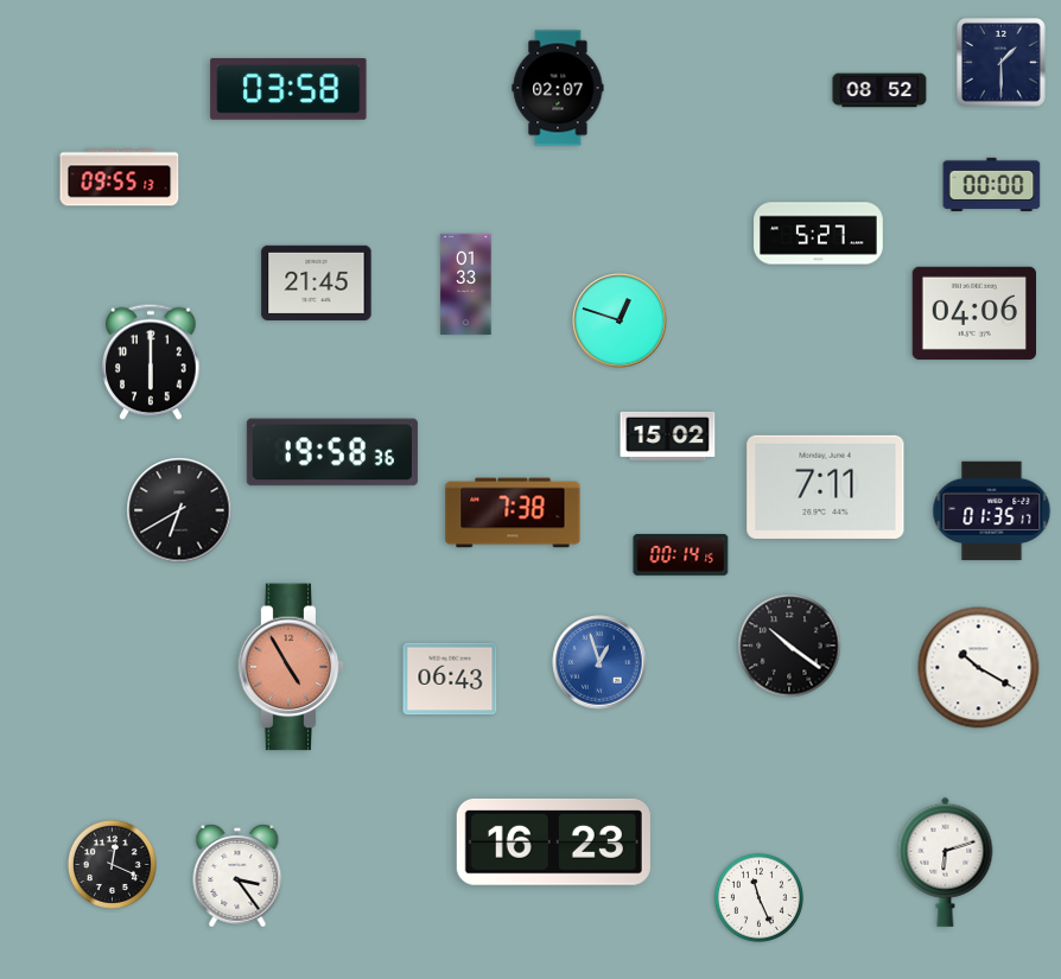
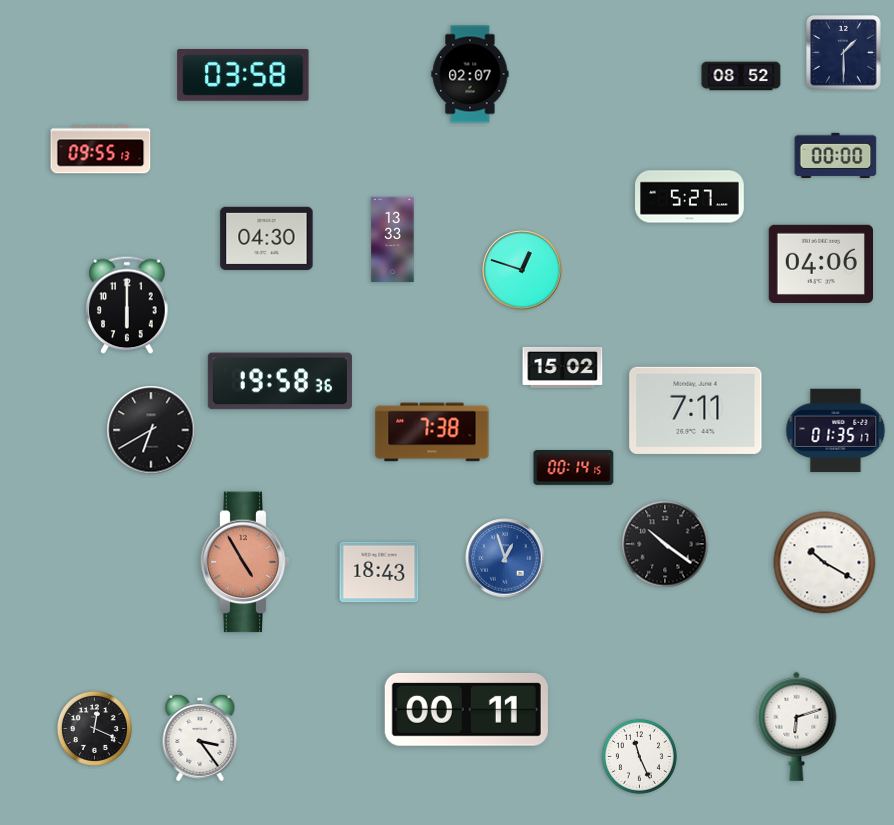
clock at (317, 282): 21:45 -> 04:30
clock at (466, 285): 01:33 -> 13:33
clock at (450, 679): 06:43 -> 18:43
clock at (553, 841): 16:23 -> 00:11
